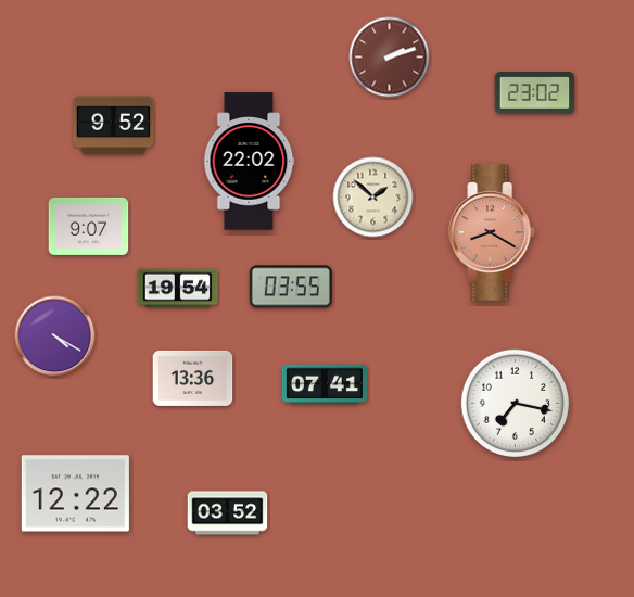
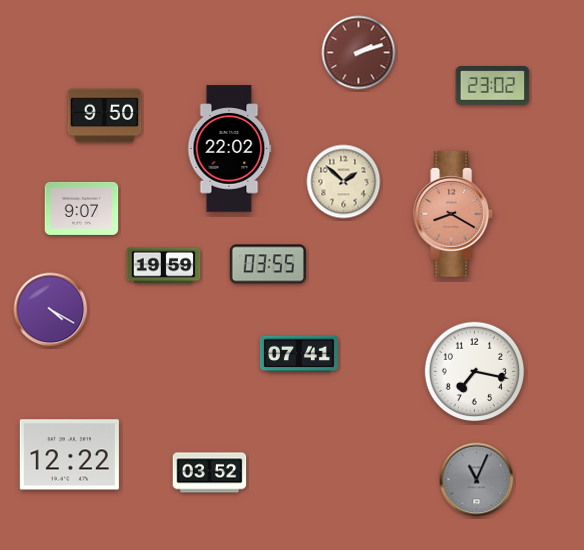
clock at (114, 126): 9:52 -> 9:50
clock at (178, 289): 19:54 -> 19:59
clock at (193, 378): 13:36 -> none
clock at (477, 480): none -> 11:04
